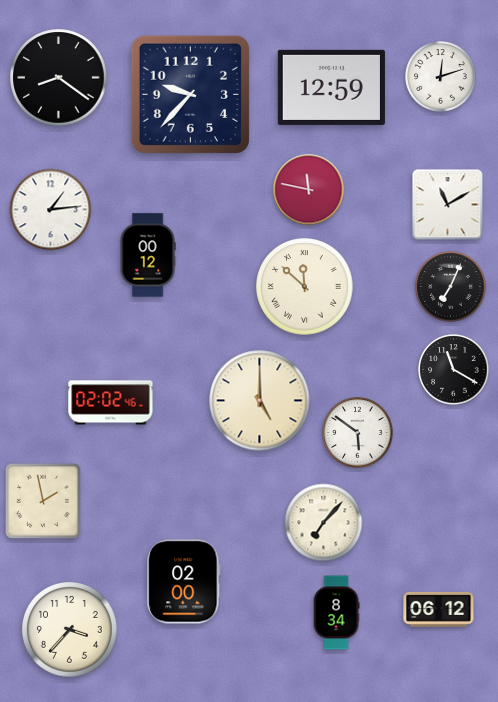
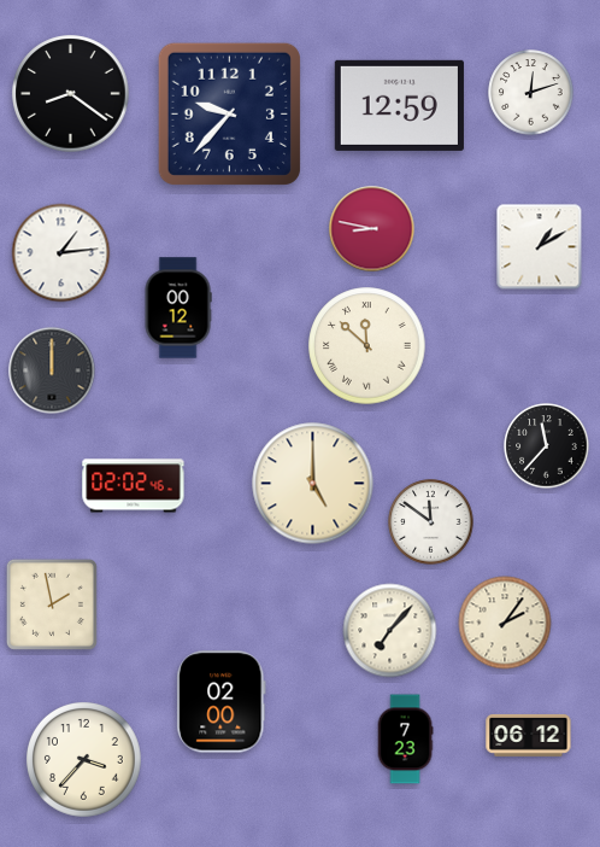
clock at (309, 190): 11:47 -> 8:47
clock at (448, 205): 11:10 -> 1:10
clock at (451, 287): 7:04 -> none
clock at (52, 370): none -> 12:00
clock at (454, 370): 11:20 -> 11:37
clock at (358, 433): 5:51 -> 11:51
clock at (505, 623): none -> 2:06
clock at (336, 613): 8:34 -> 7:23
